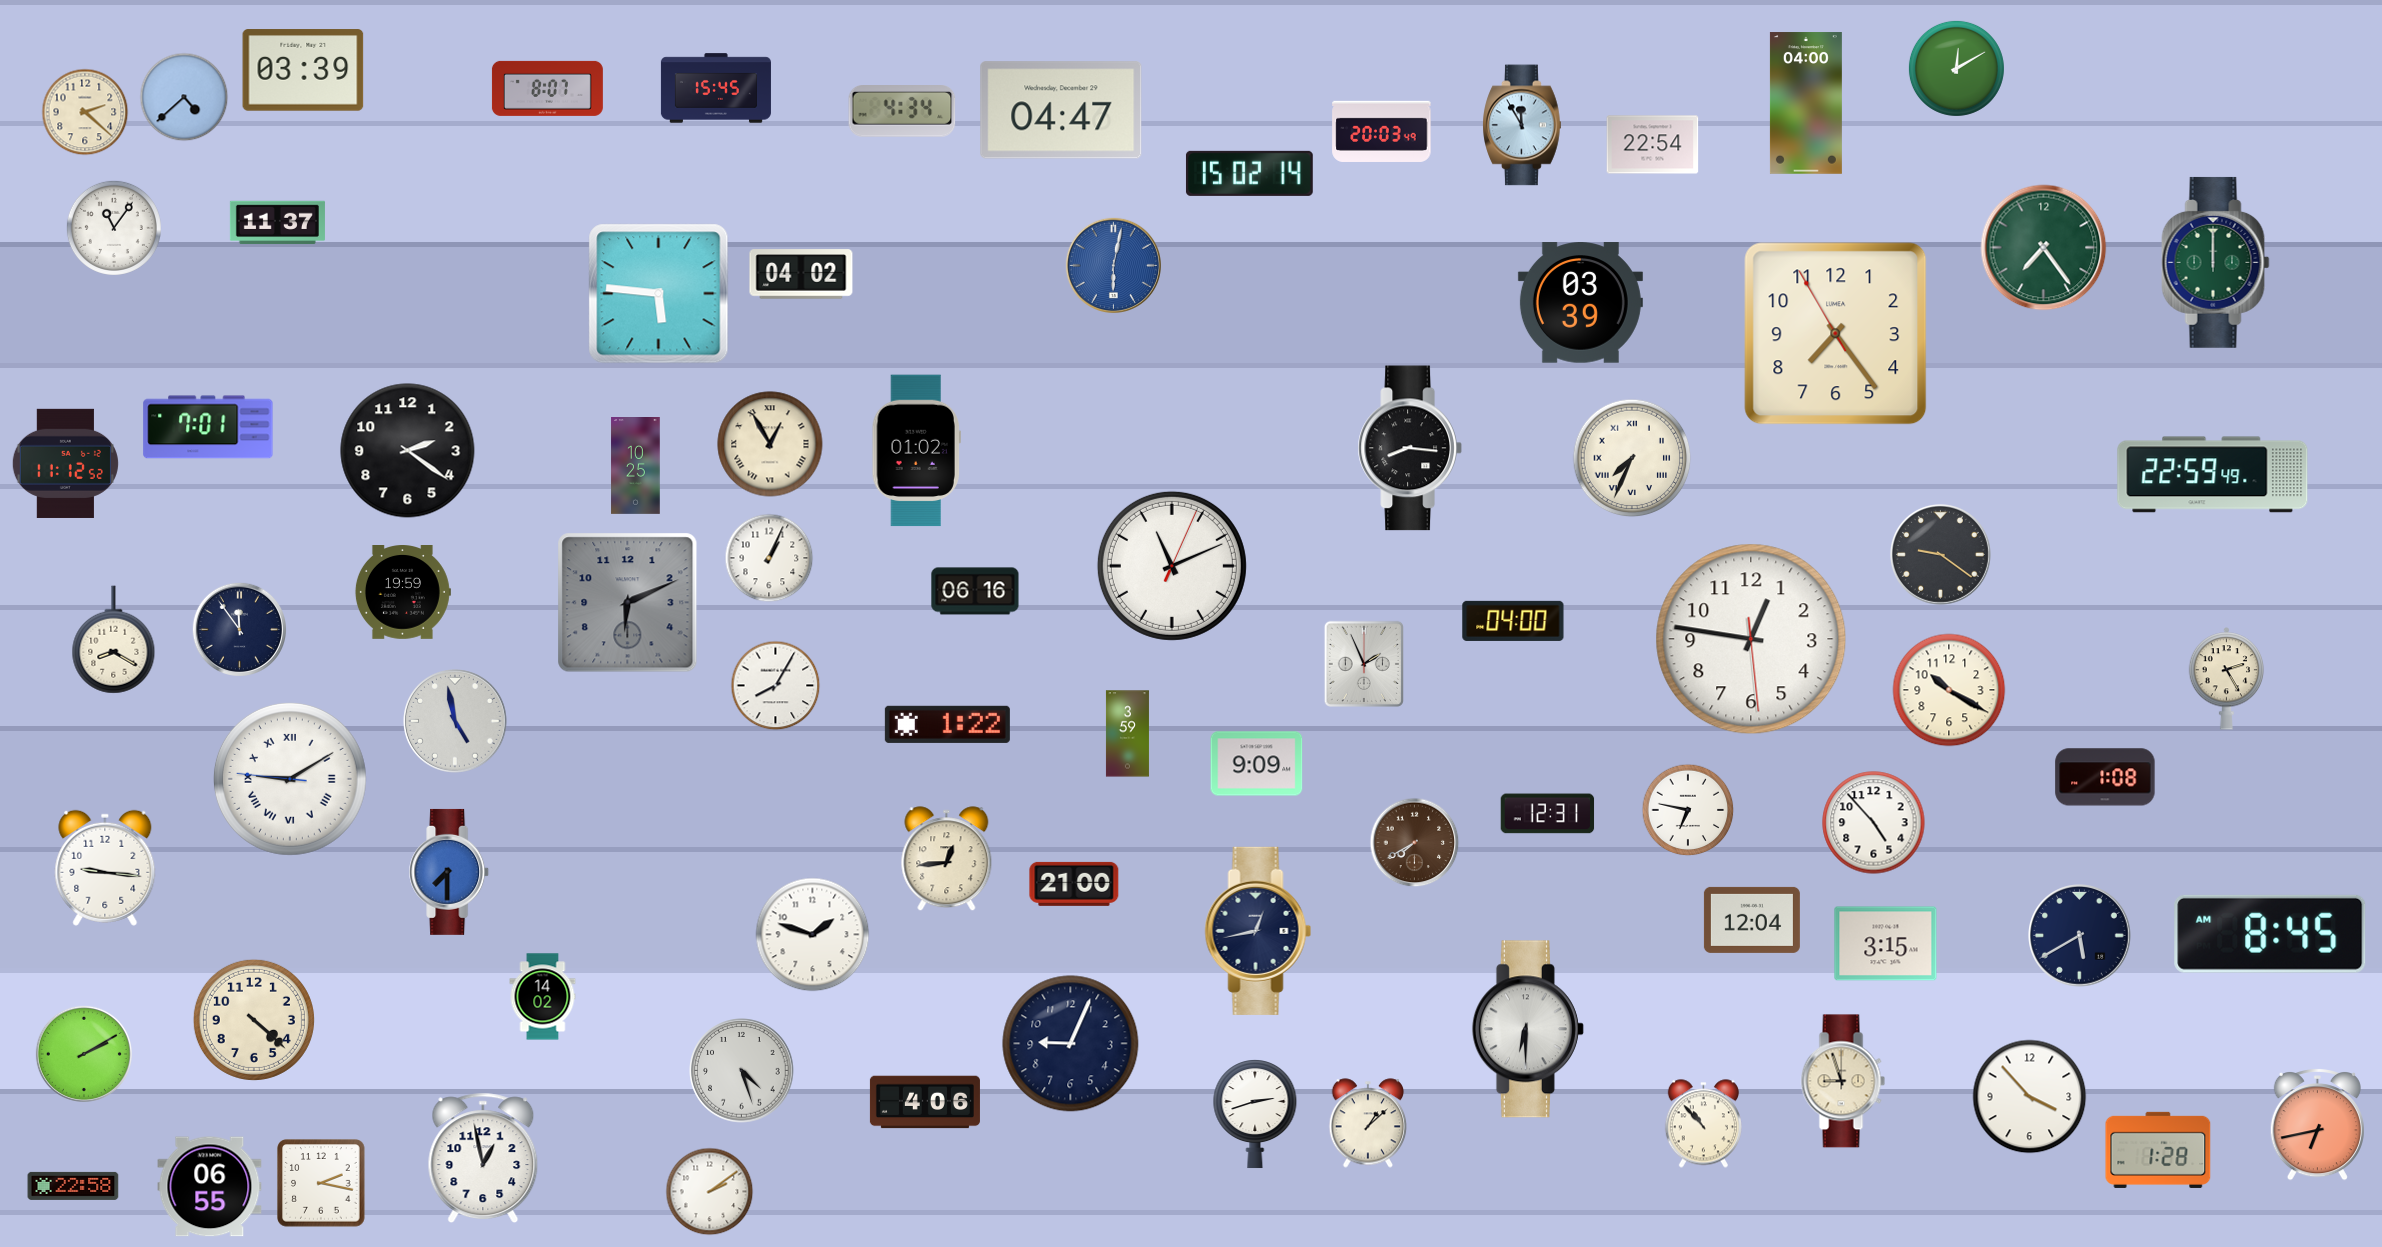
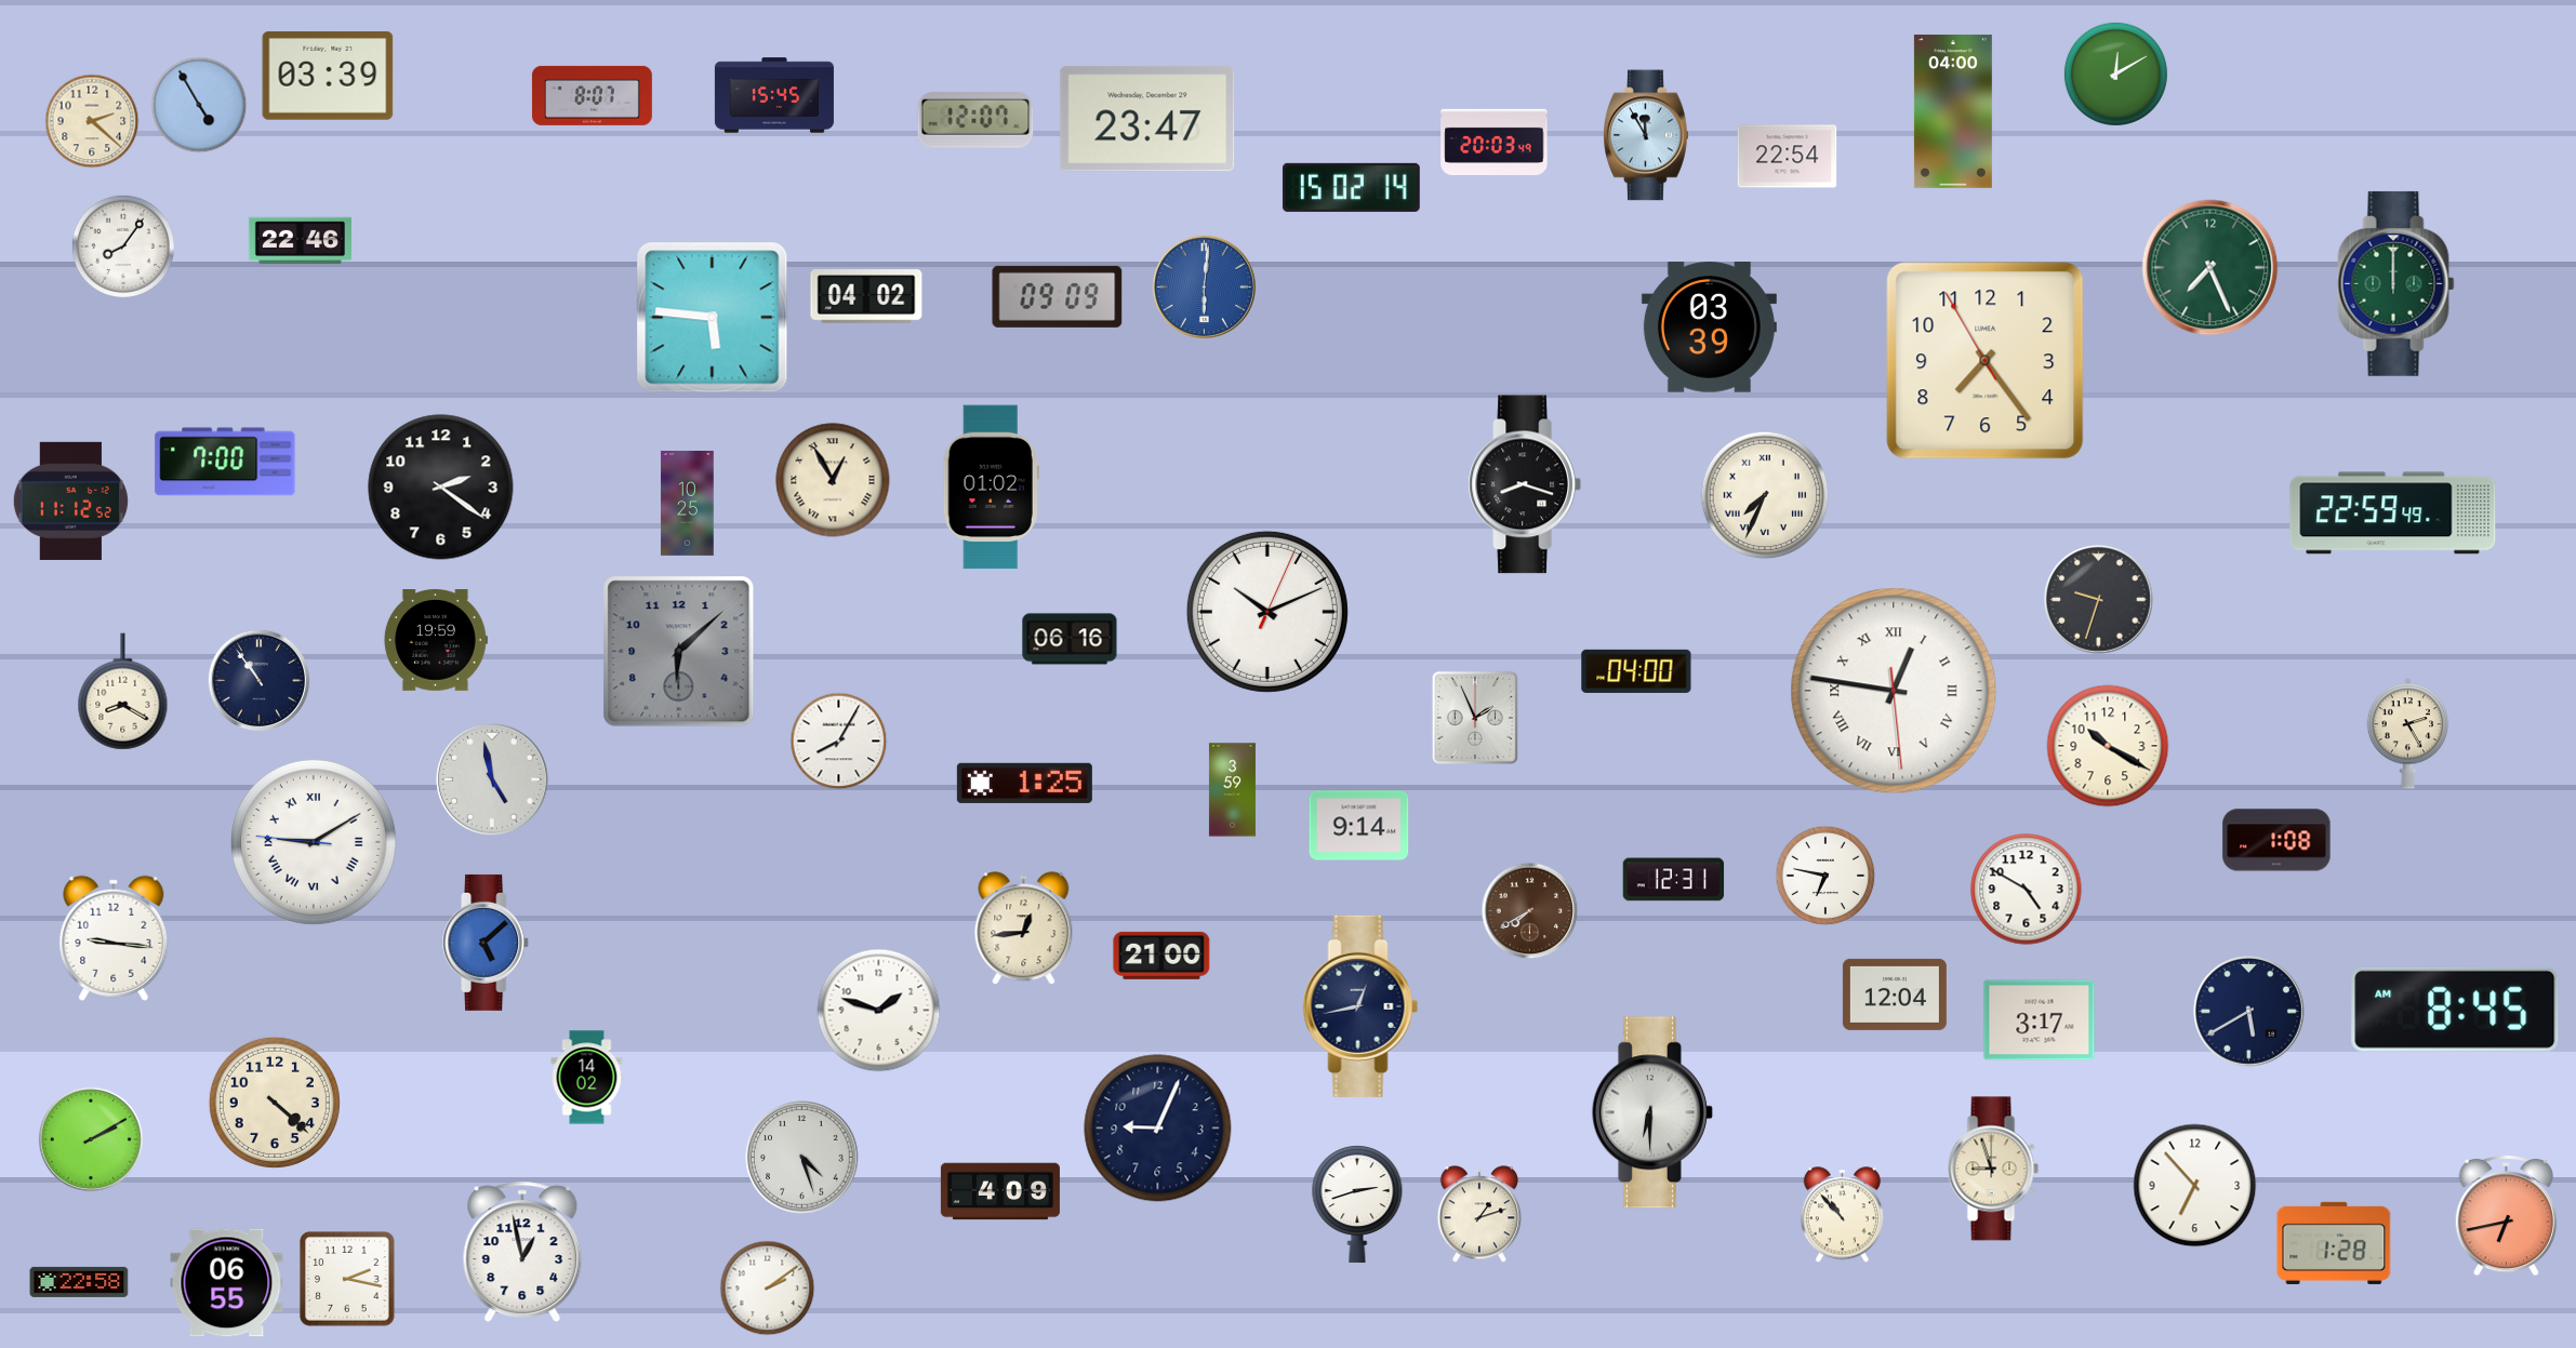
clock at (184, 97): 4:38 -> 4:55
clock at (1061, 110): 04:47 -> 23:47
clock at (902, 112): 4:34 -> 12:07
clock at (277, 223): 11:37 -> 22:46
clock at (114, 228): 11:06 -> 8:06
clock at (2044, 248): 7:24 -> 7:26
clock at (1113, 265): 6:02 -> 6:01
clock at (1058, 296): none -> 09:09
clock at (208, 427): 7:01 -> 7:00
clock at (1410, 448): 8:16 -> 8:18
clock at (1940, 554): 9:21 -> 9:33
clock at (769, 558): 1:04 -> none
clock at (1172, 566): 11:11 -> 10:11
clock at (975, 591) position: (975, 591) -> (1070, 639)
clock at (628, 603): 6:11 -> 6:08
clock at (239, 629): 11:54 -> 10:54
clock at (1751, 639) numerals: Arabic -> Roman
clock at (947, 724): 1:22 -> 1:25
clock at (1127, 734) position: (1127, 734) -> (1232, 790)
clock at (1257, 764): 9:09 -> 9:14
clock at (1874, 823): 4:53 -> 4:50
clock at (450, 872): 7:30 -> 5:08
clock at (1886, 944): 3:15 -> 3:17
clock at (2030, 1097): 3:53 -> 6:53
clock at (925, 1102): 4:06 -> 4:09
clock at (1368, 1123): 1:08 -> 1:12
